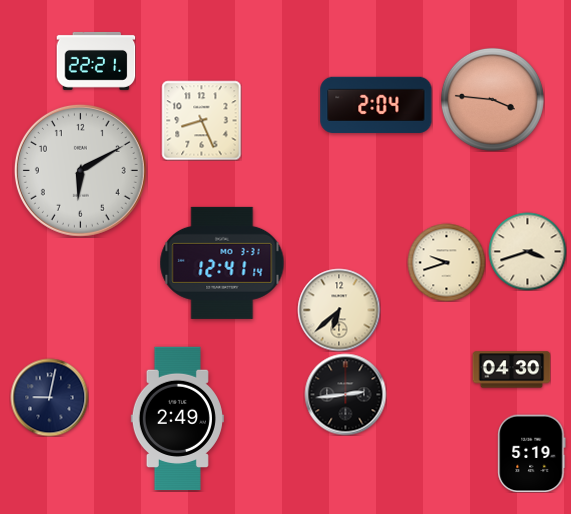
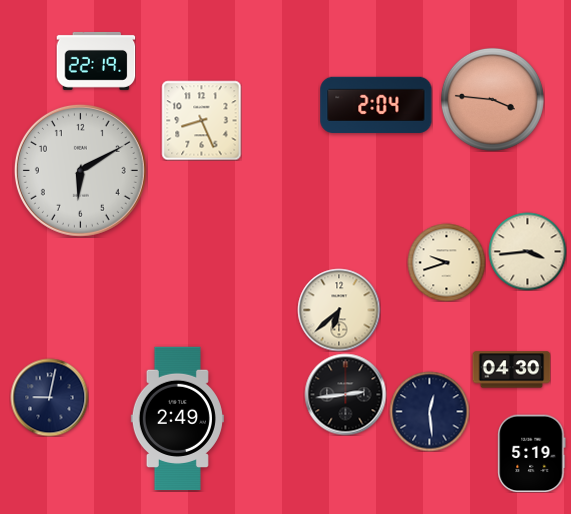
clock at (96, 61): 22:21 -> 22:19
clock at (527, 251): 3:42 -> 3:44
clock at (222, 263): 12:41 -> none
clock at (429, 411): none -> 12:29
